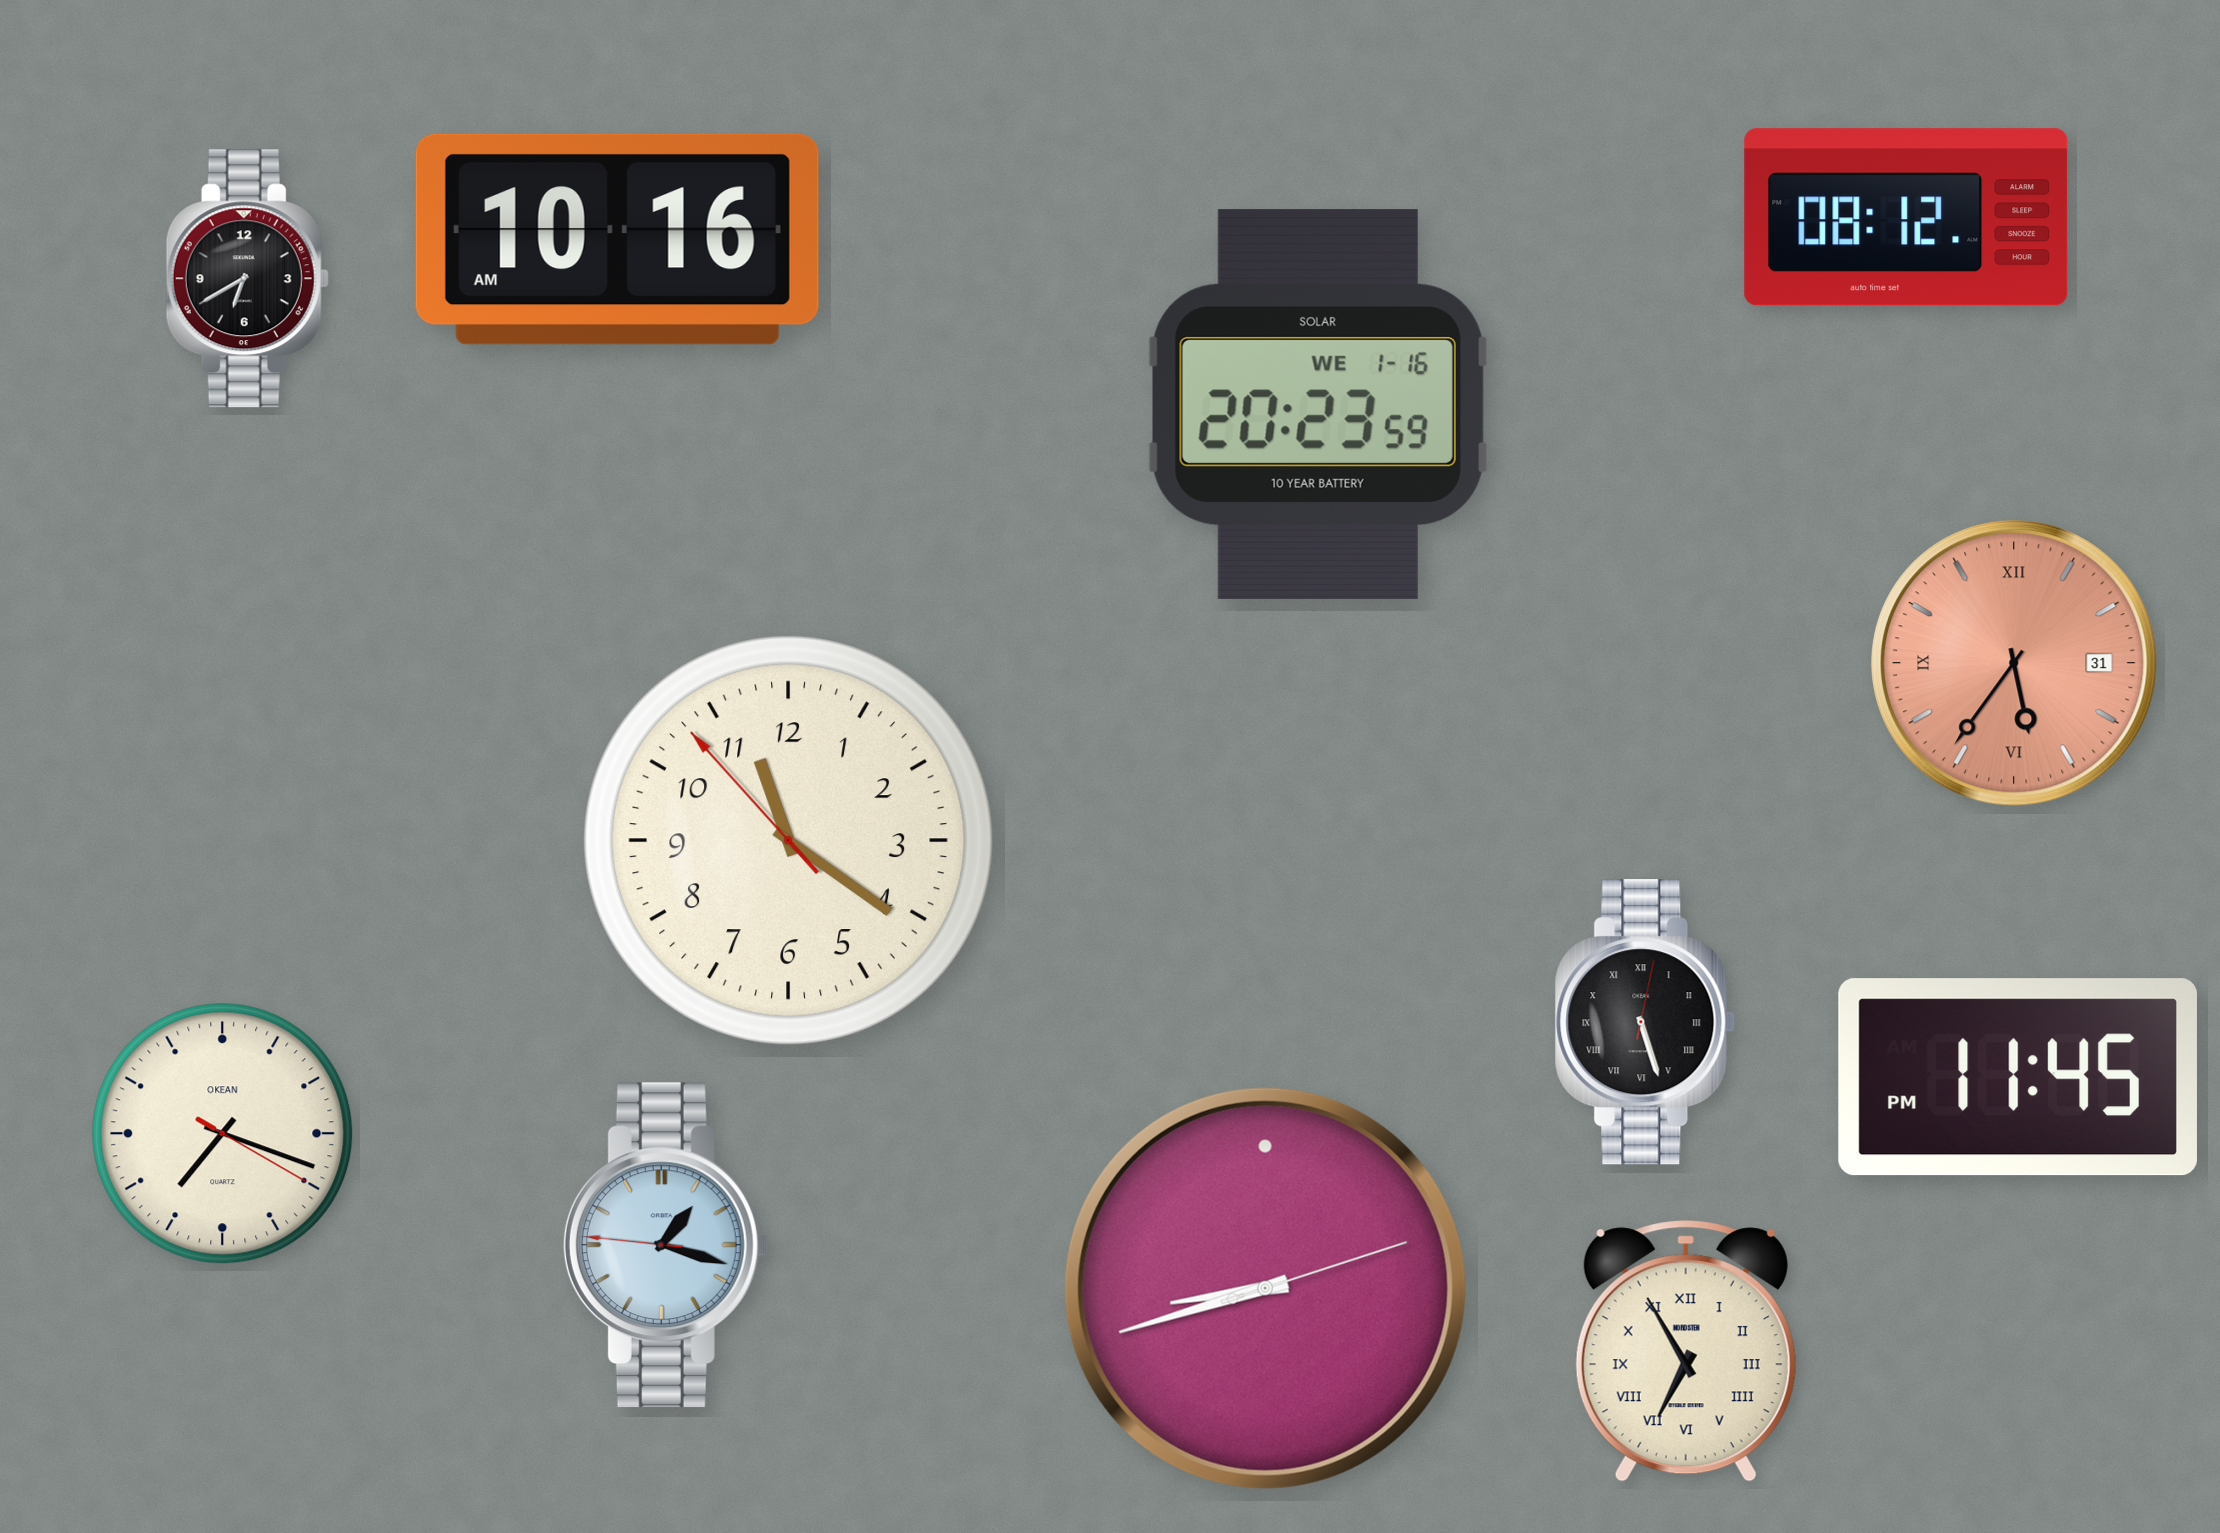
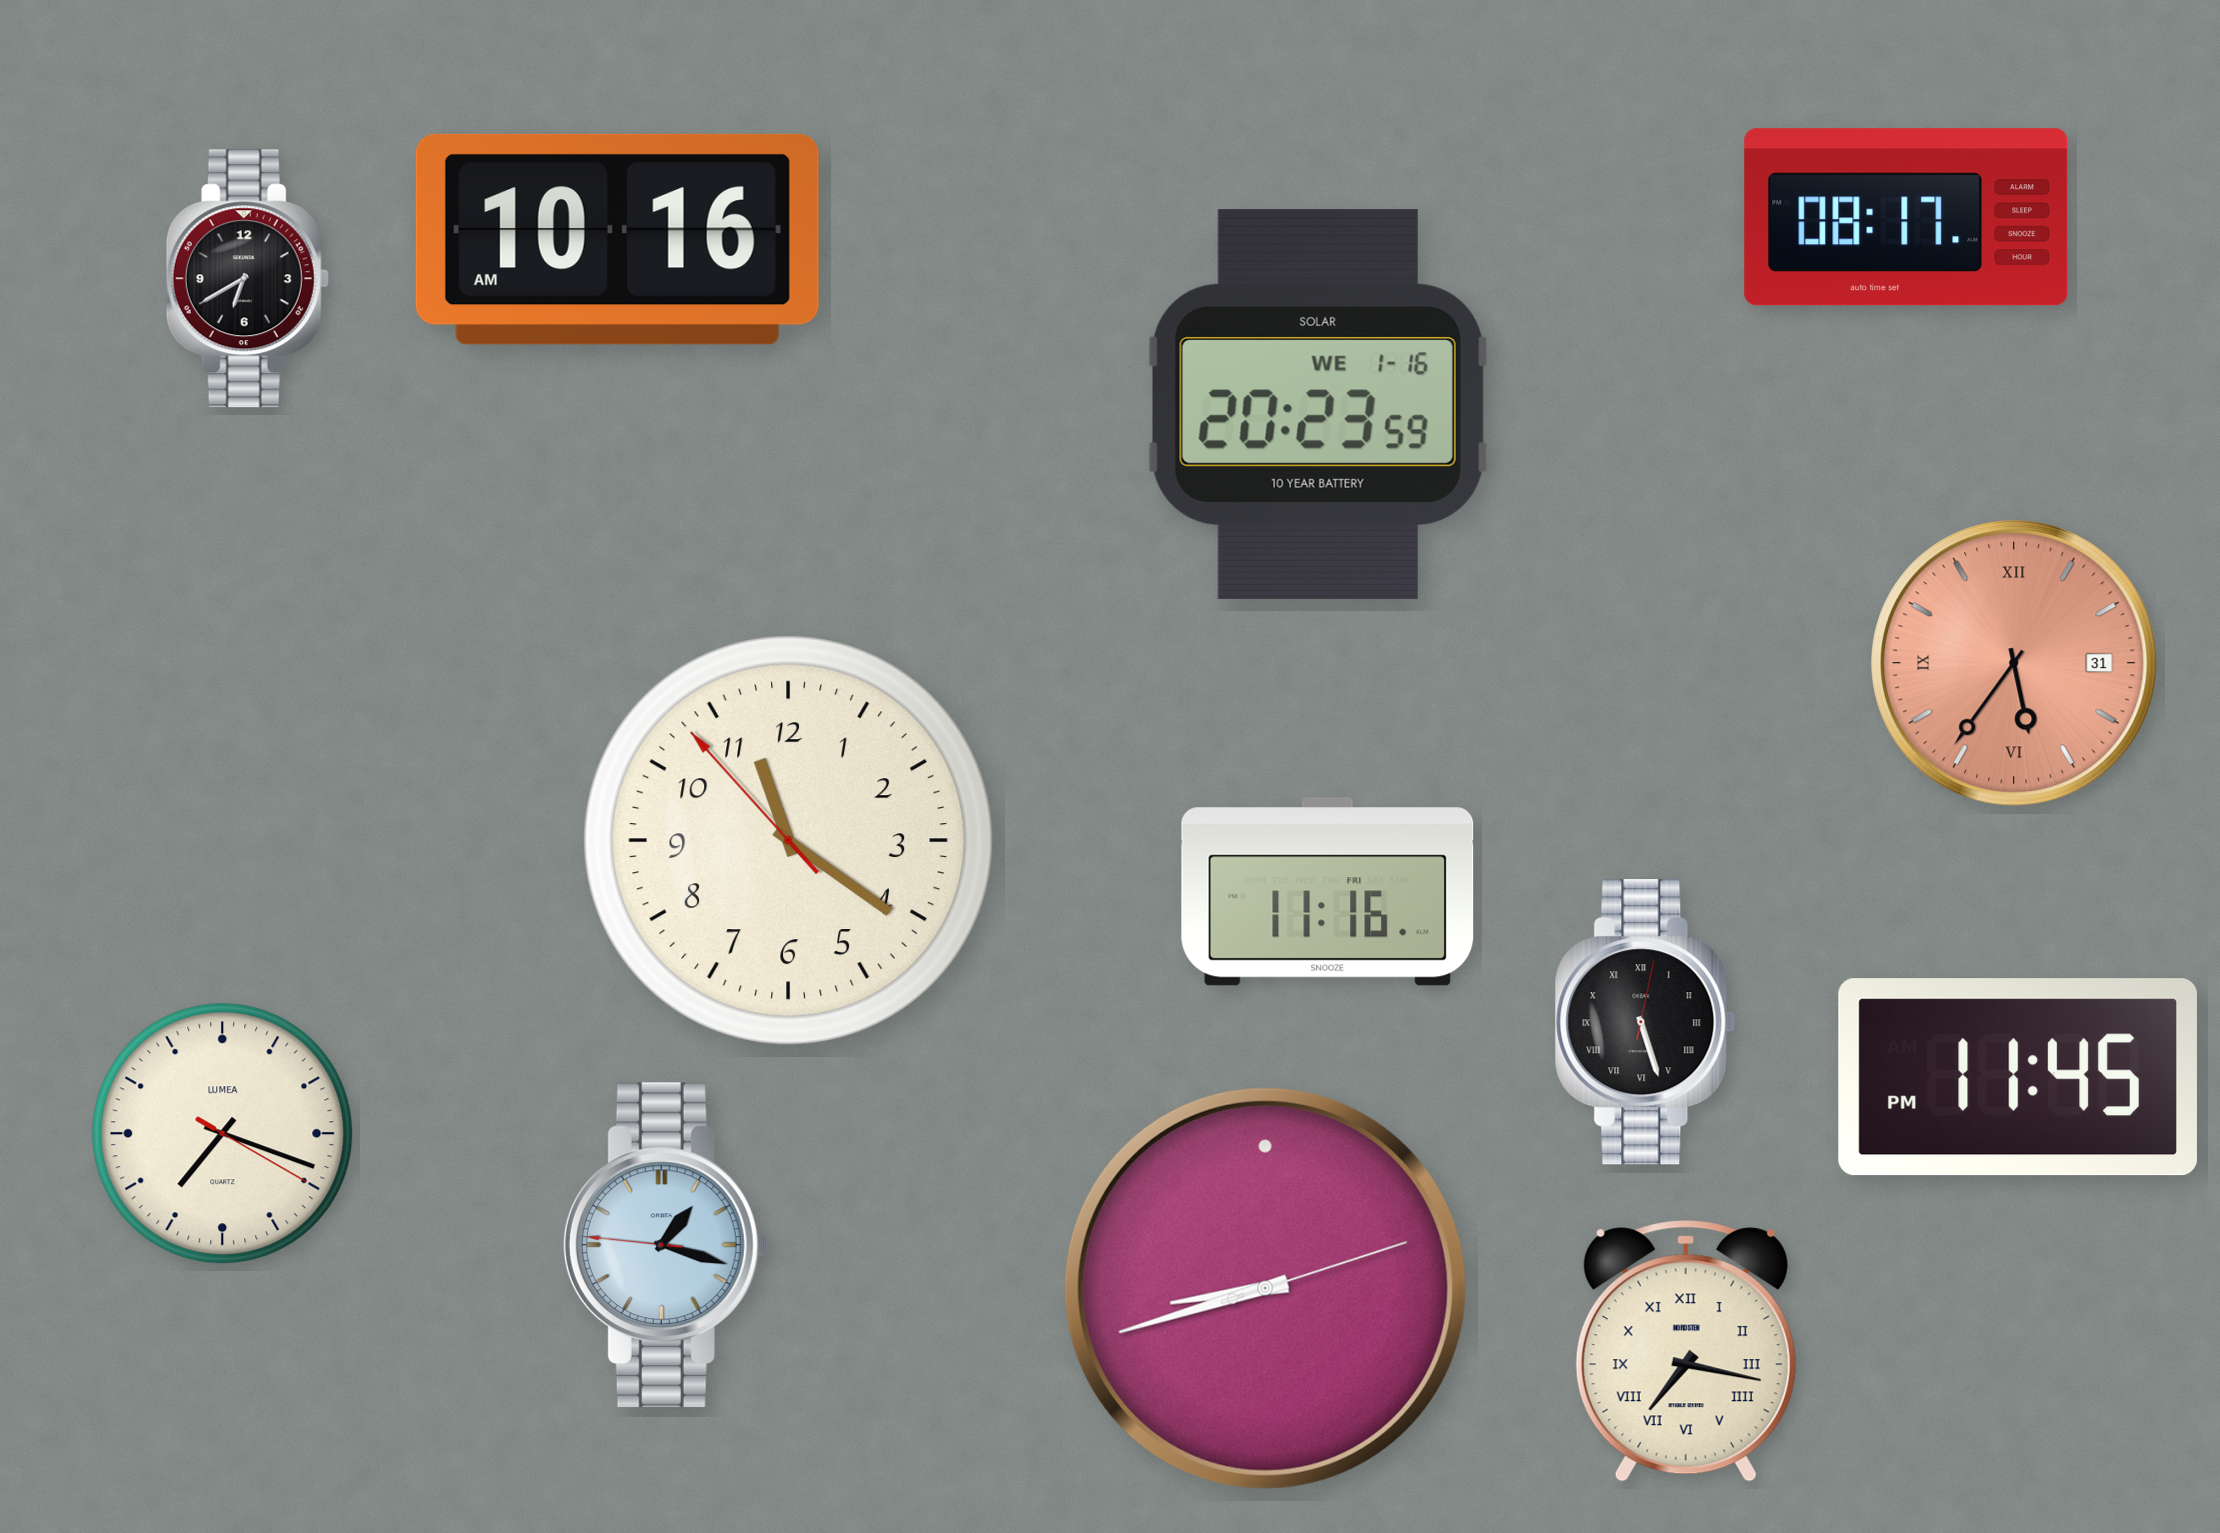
clock at (1906, 217): 08:12 -> 08:17
clock at (1328, 892): none -> 11:16
clock at (223, 1134) brand: OKEAN -> LUMEA
clock at (1686, 1351): 6:55 -> 7:17
